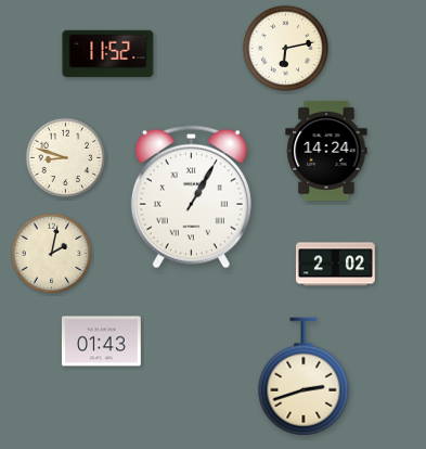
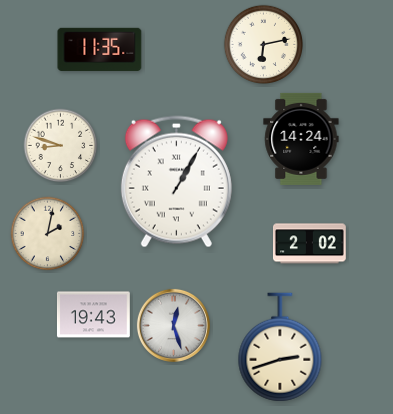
clock at (108, 53): 11:52 -> 11:35
clock at (102, 342): 01:43 -> 19:43
clock at (173, 325): none -> 12:27
